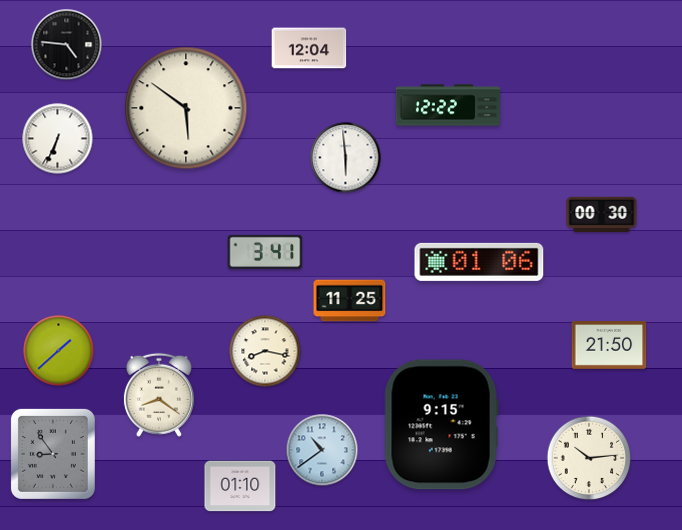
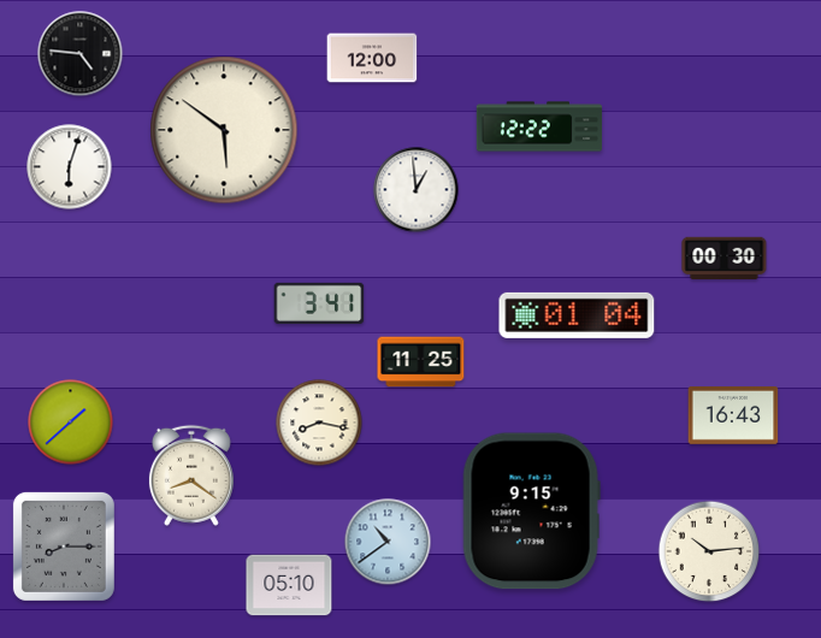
clock at (309, 48): 12:04 -> 12:00
clock at (58, 139): 6:34 -> 6:03
clock at (346, 158): 5:59 -> 12:59
clock at (479, 262): 01:06 -> 01:04
clock at (609, 346): 21:50 -> 16:43
clock at (53, 454): 8:54 -> 8:15
clock at (240, 486): 01:10 -> 05:10
